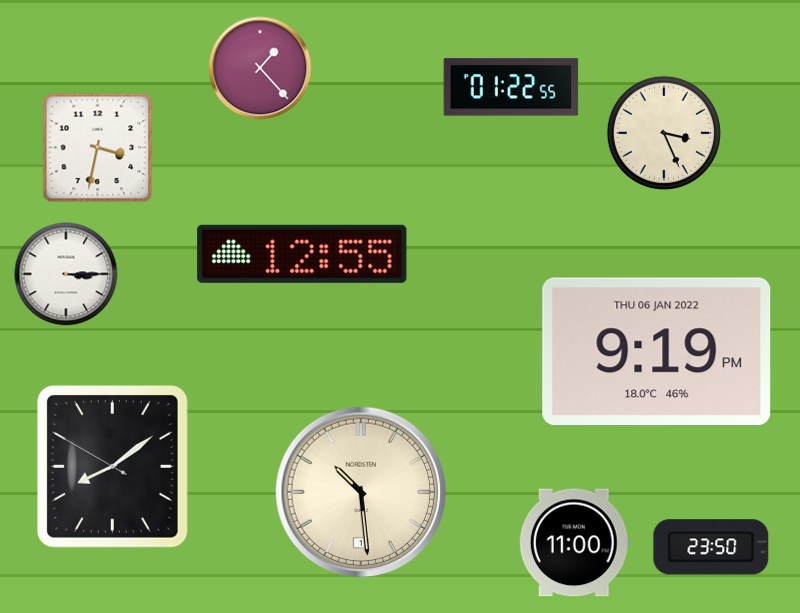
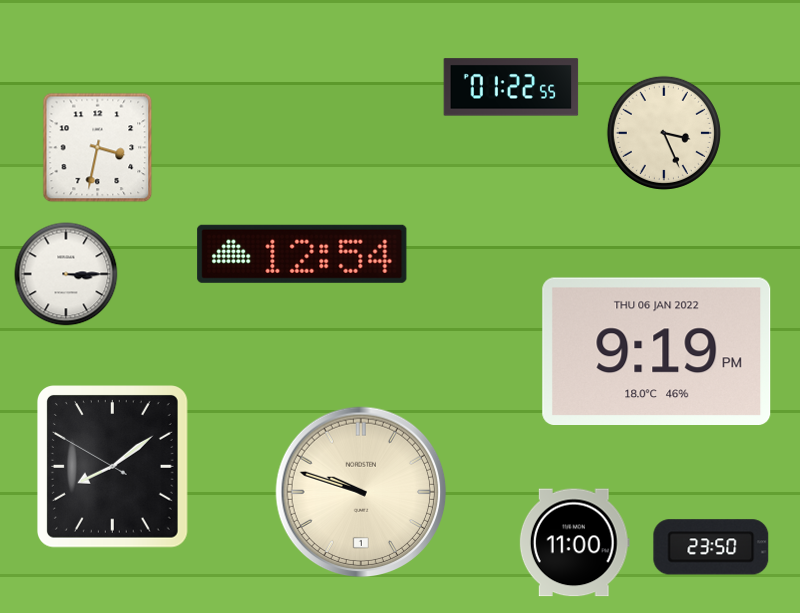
clock at (260, 68): 1:23 -> none
clock at (302, 254): 12:55 -> 12:54
clock at (361, 492): 10:29 -> 9:48
